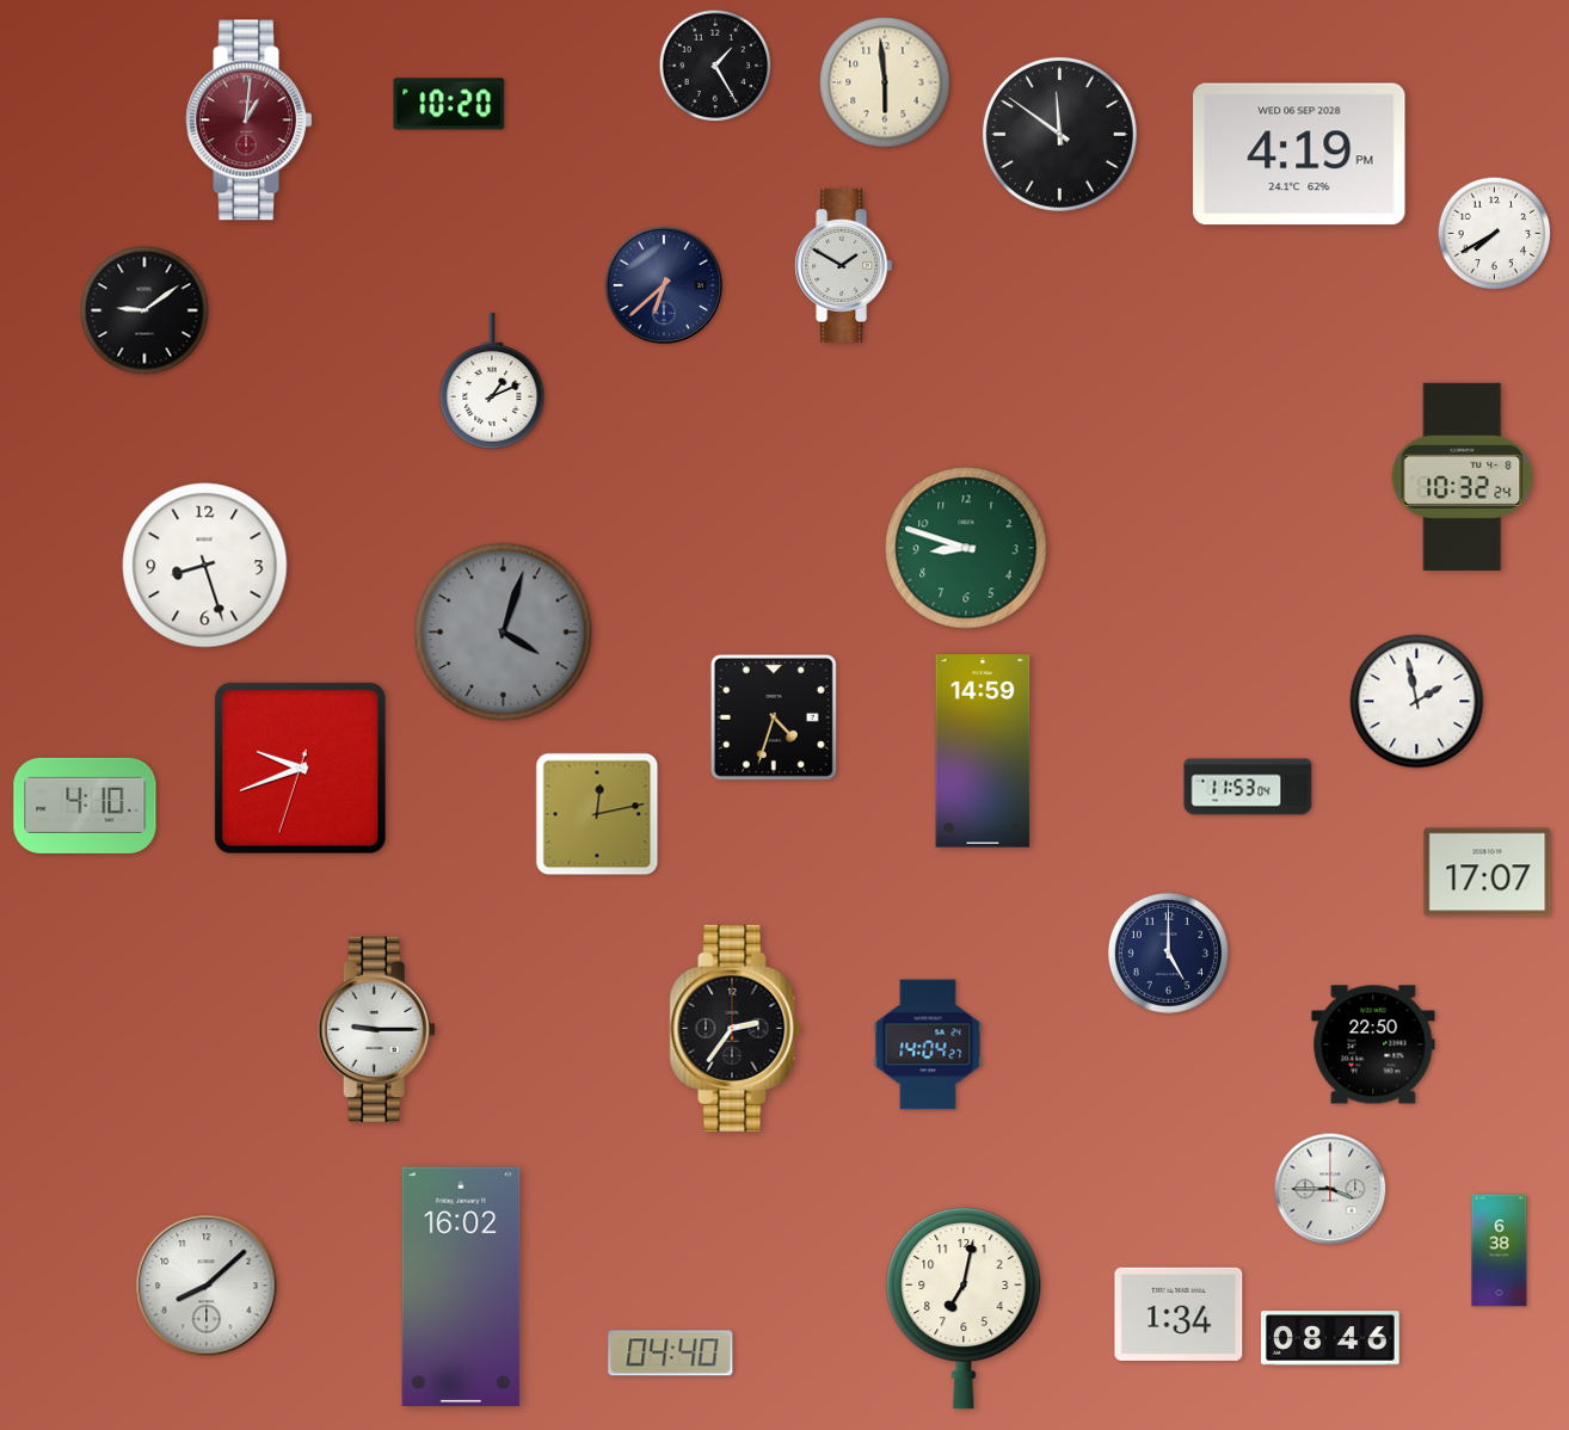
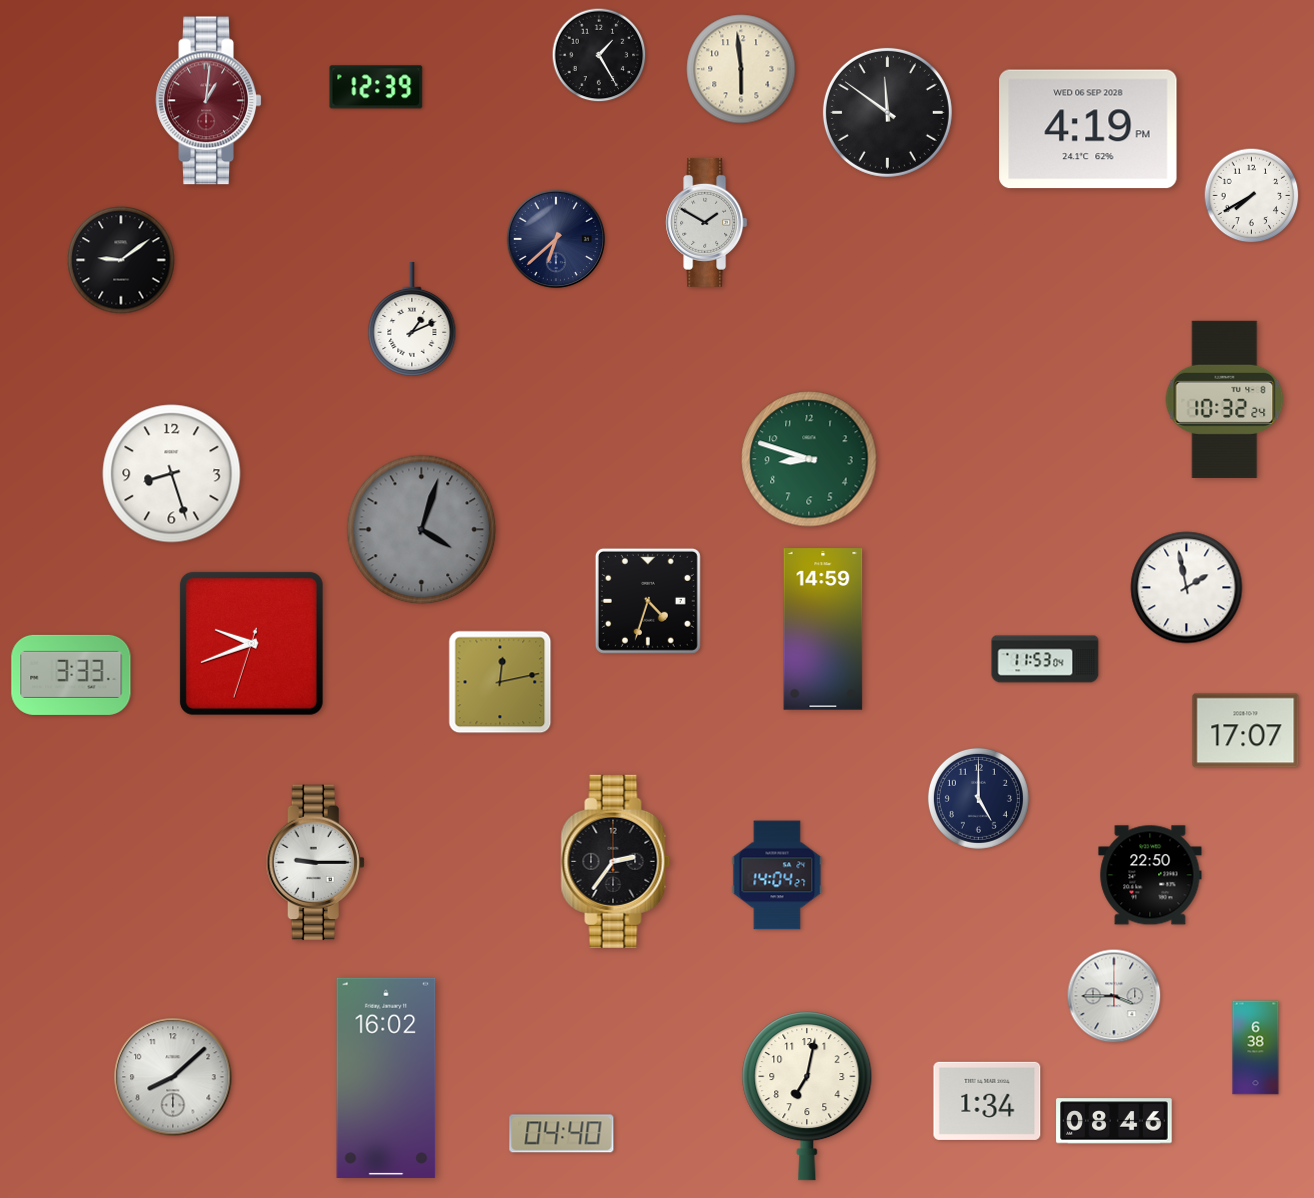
clock at (449, 104): 10:20 -> 12:39
clock at (85, 806): 4:10 -> 3:33
